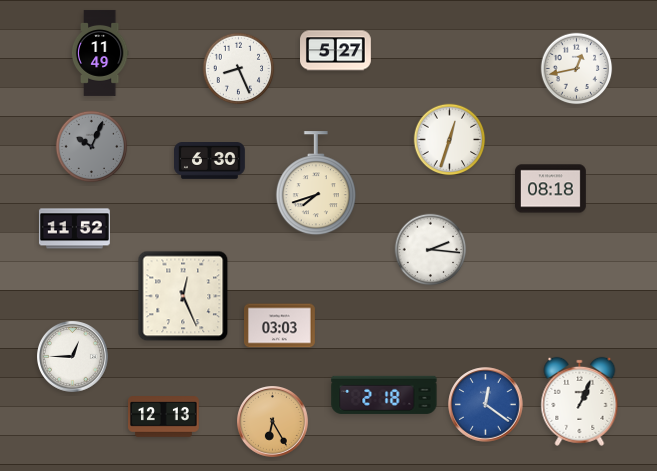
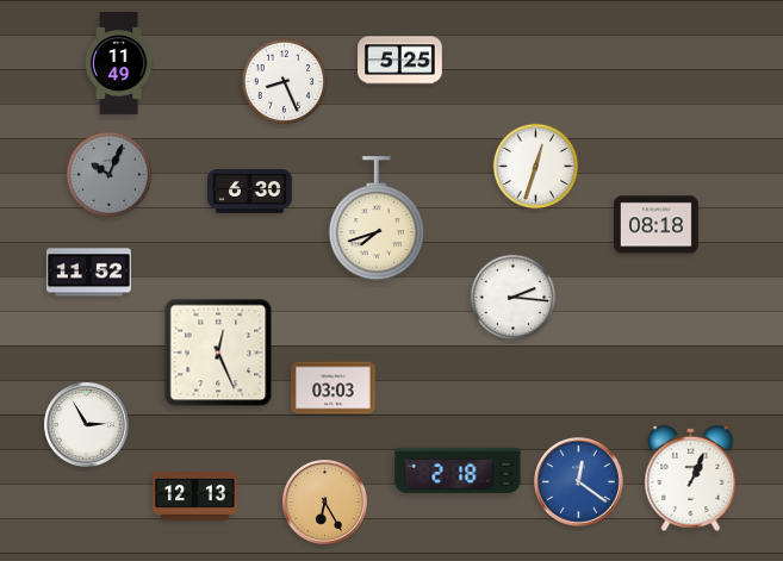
clock at (336, 51): 5:27 -> 5:25
clock at (577, 69): 12:43 -> none
clock at (73, 357): 12:45 -> 2:55
